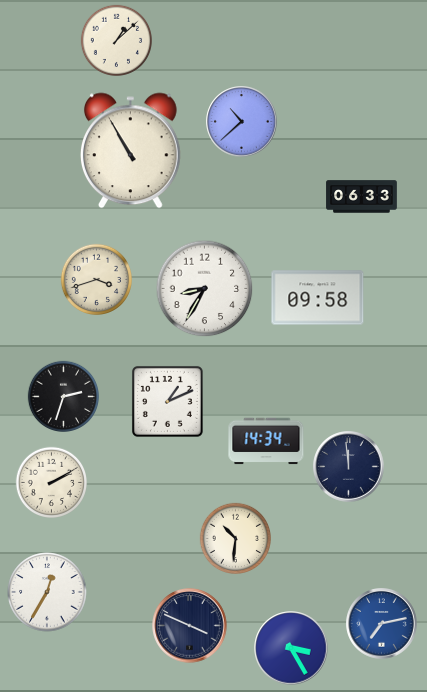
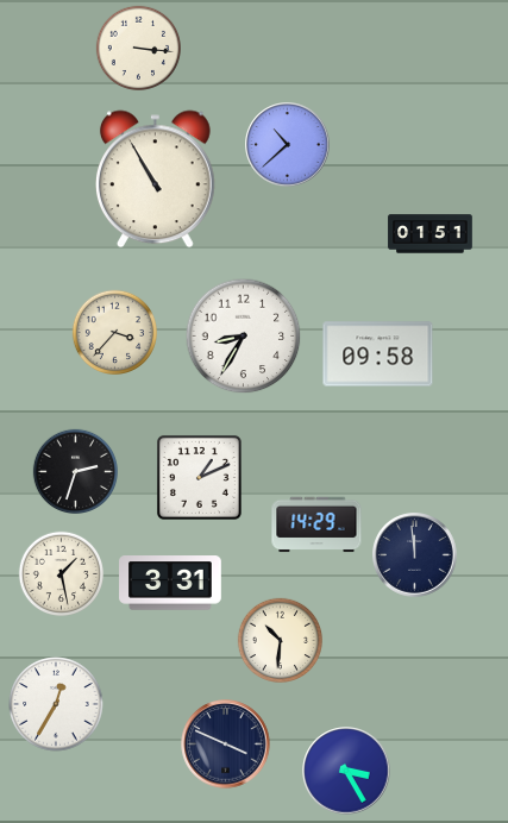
clock at (117, 41): 1:08 -> 3:16
clock at (362, 197): 06:33 -> 01:51
clock at (97, 280): 3:42 -> 3:37
clock at (205, 289) position: (205, 289) -> (244, 337)
clock at (266, 441): 14:34 -> 14:29
clock at (52, 483): 2:10 -> 1:28
clock at (171, 583): none -> 3:31
clock at (382, 624): 7:13 -> none
